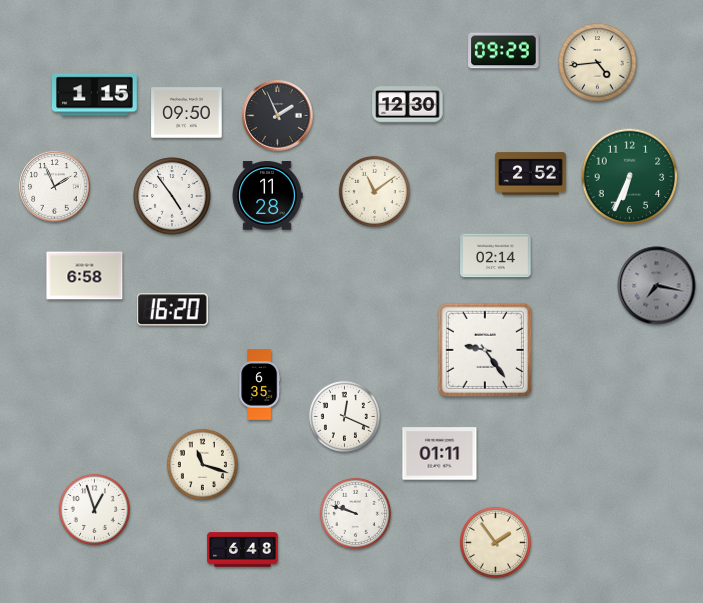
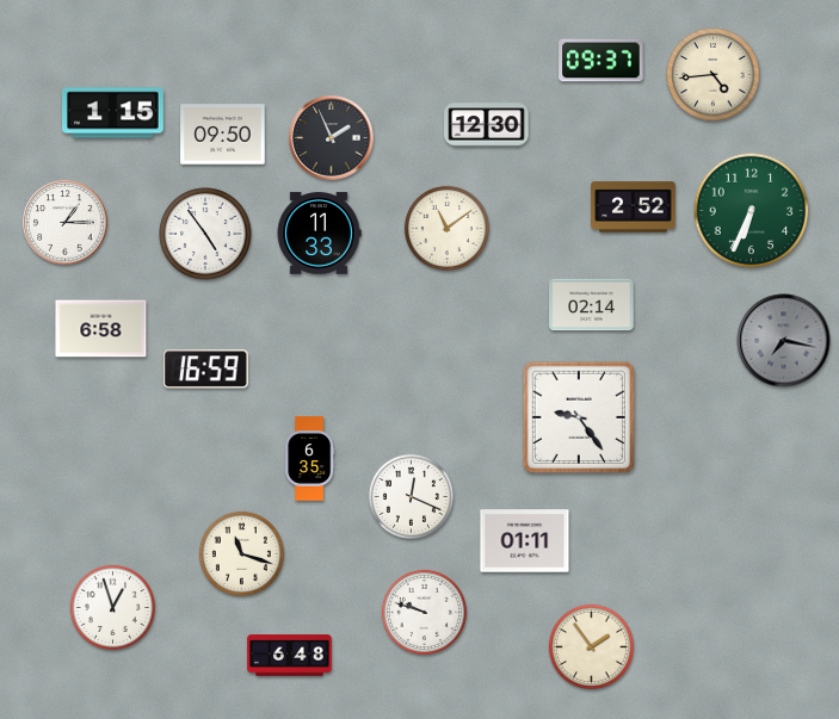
clock at (504, 51): 09:29 -> 09:37
clock at (55, 187): 1:56 -> 1:15
clock at (267, 196): 11:28 -> 11:33
clock at (173, 310): 16:20 -> 16:59
